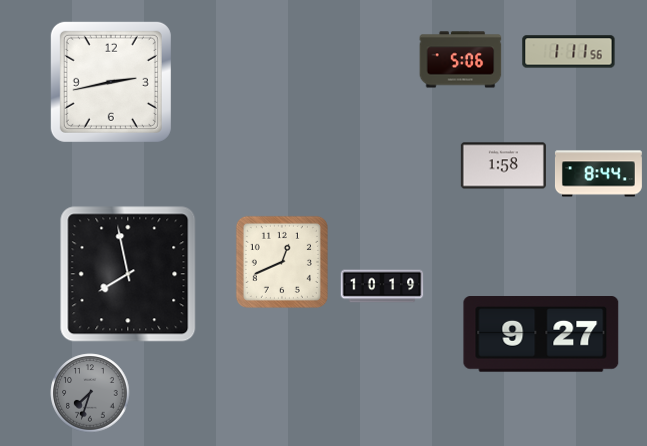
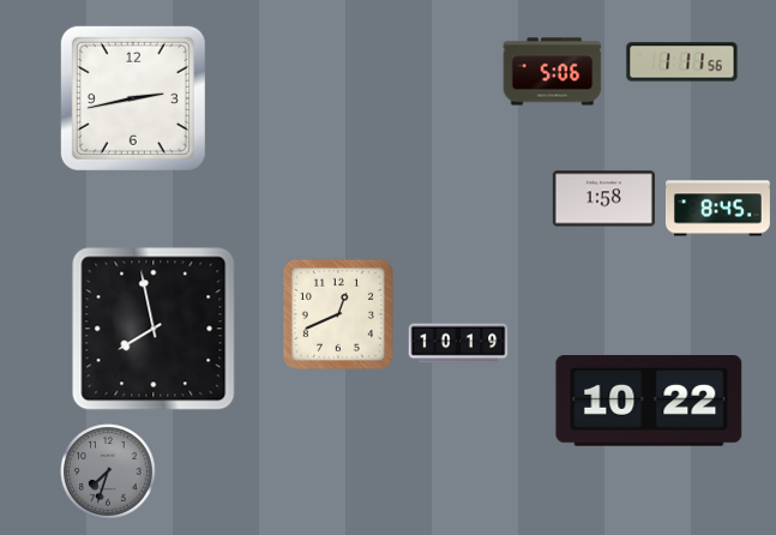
clock at (598, 174): 8:44 -> 8:45
clock at (541, 335): 9:27 -> 10:22
